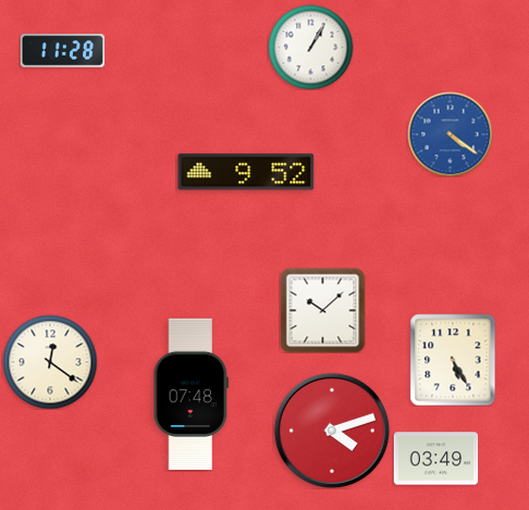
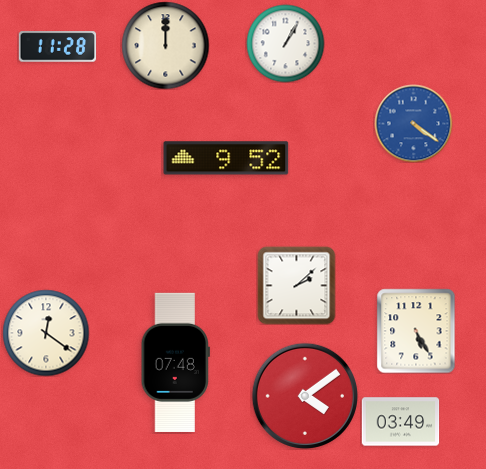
clock at (165, 45): none -> 12:00
clock at (322, 310): 10:08 -> 2:08
clock at (331, 430): 4:12 -> 4:09
